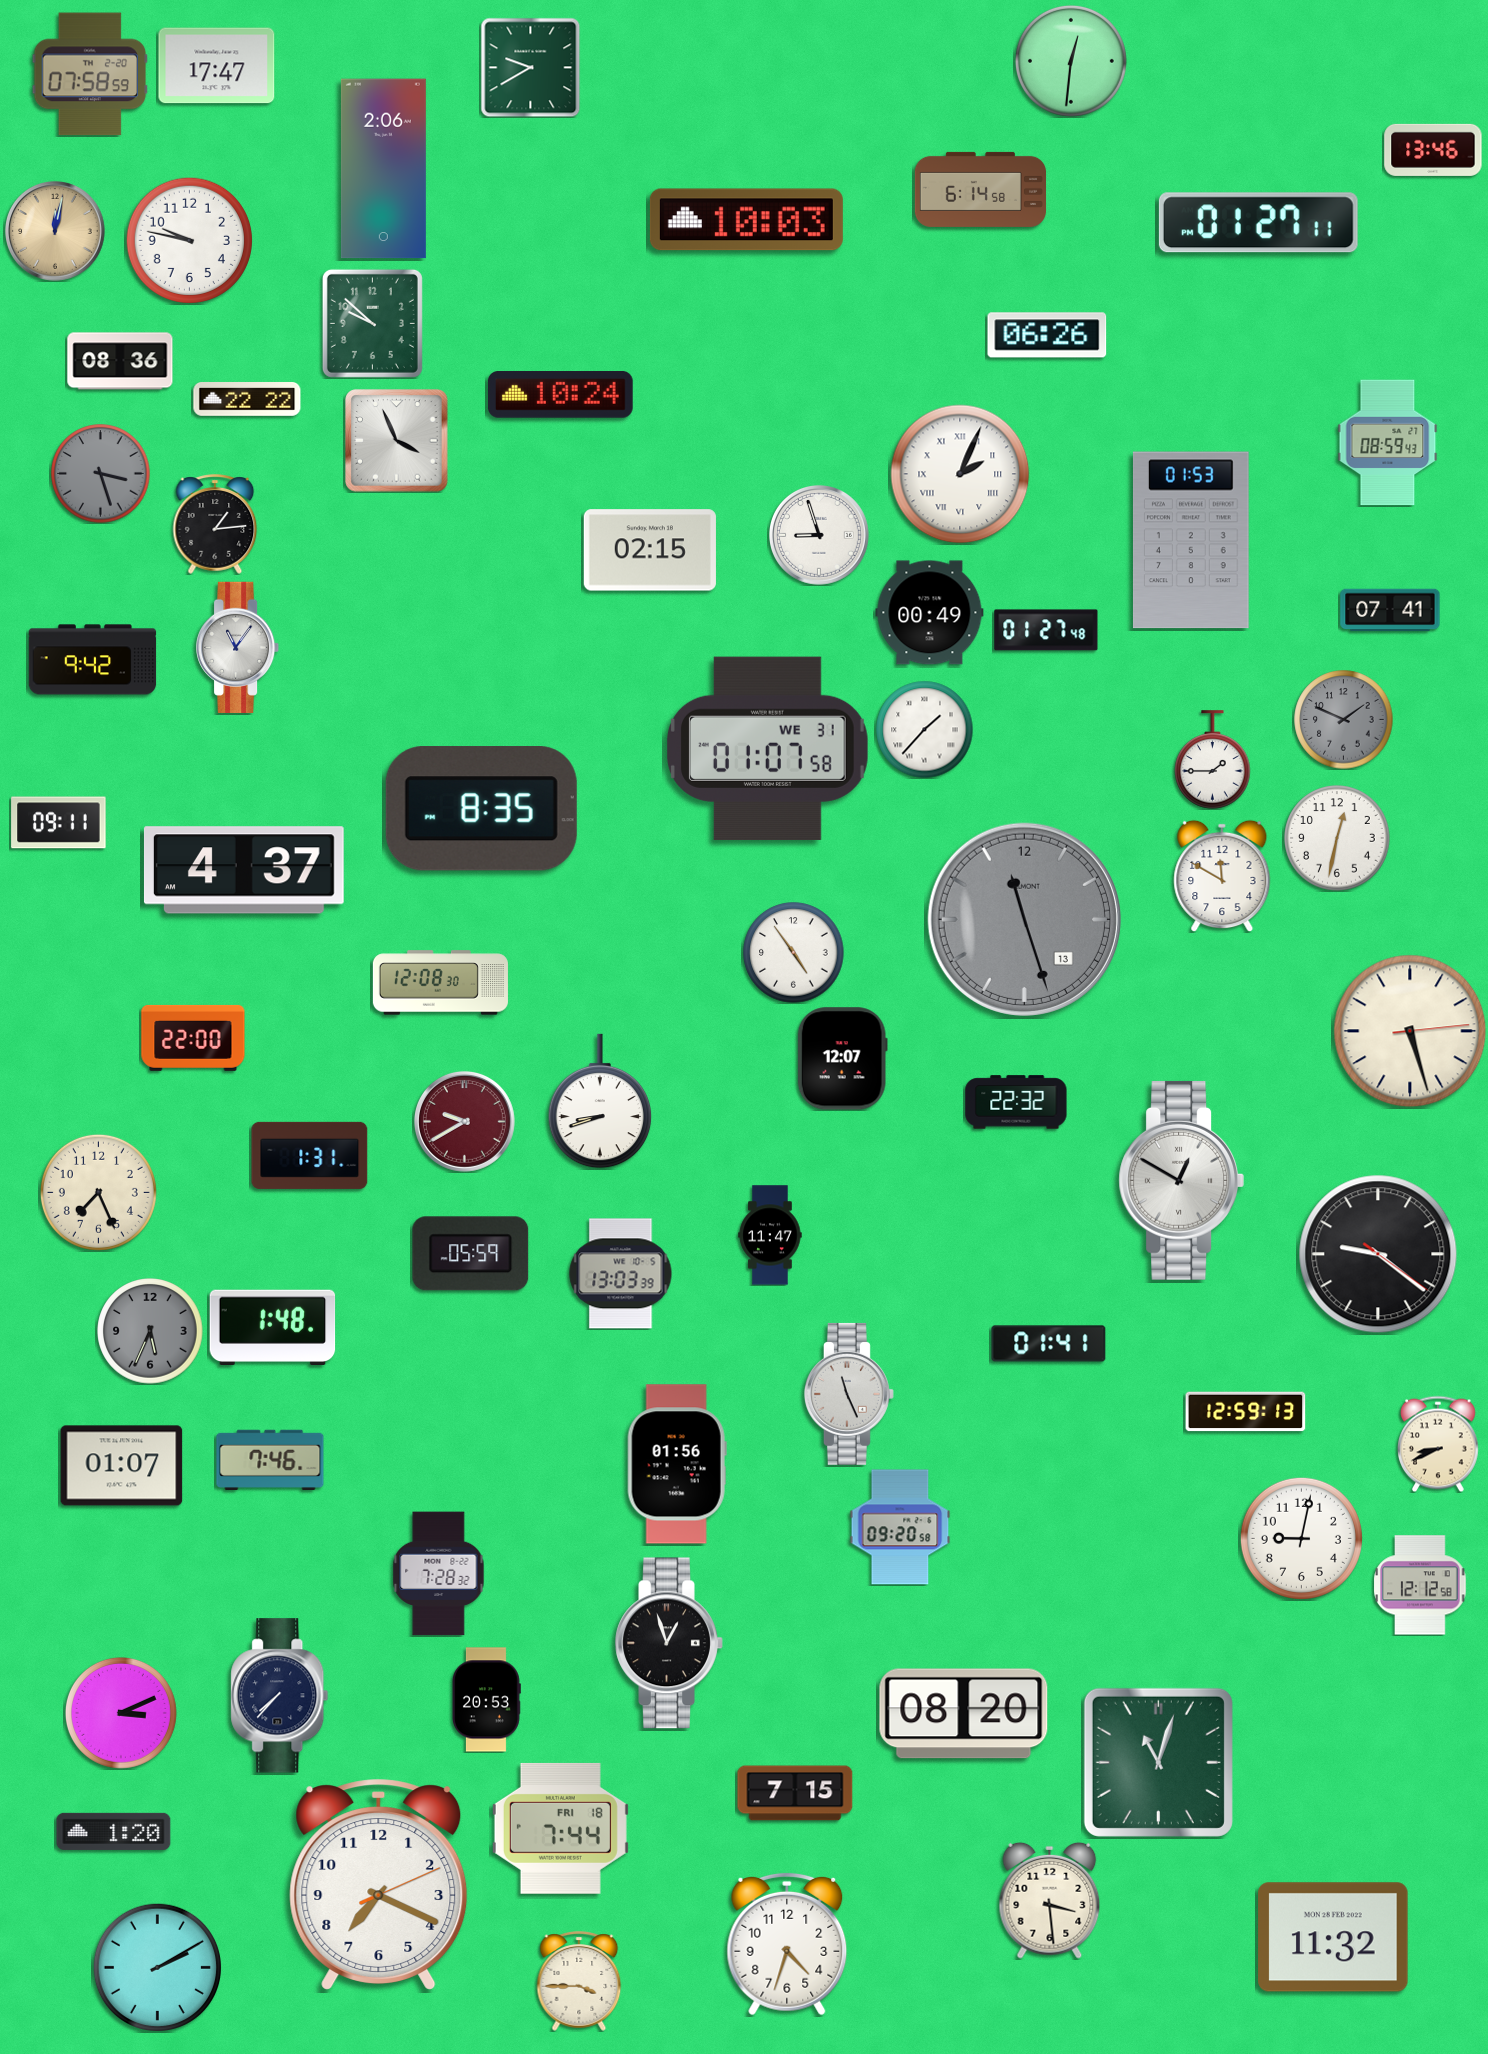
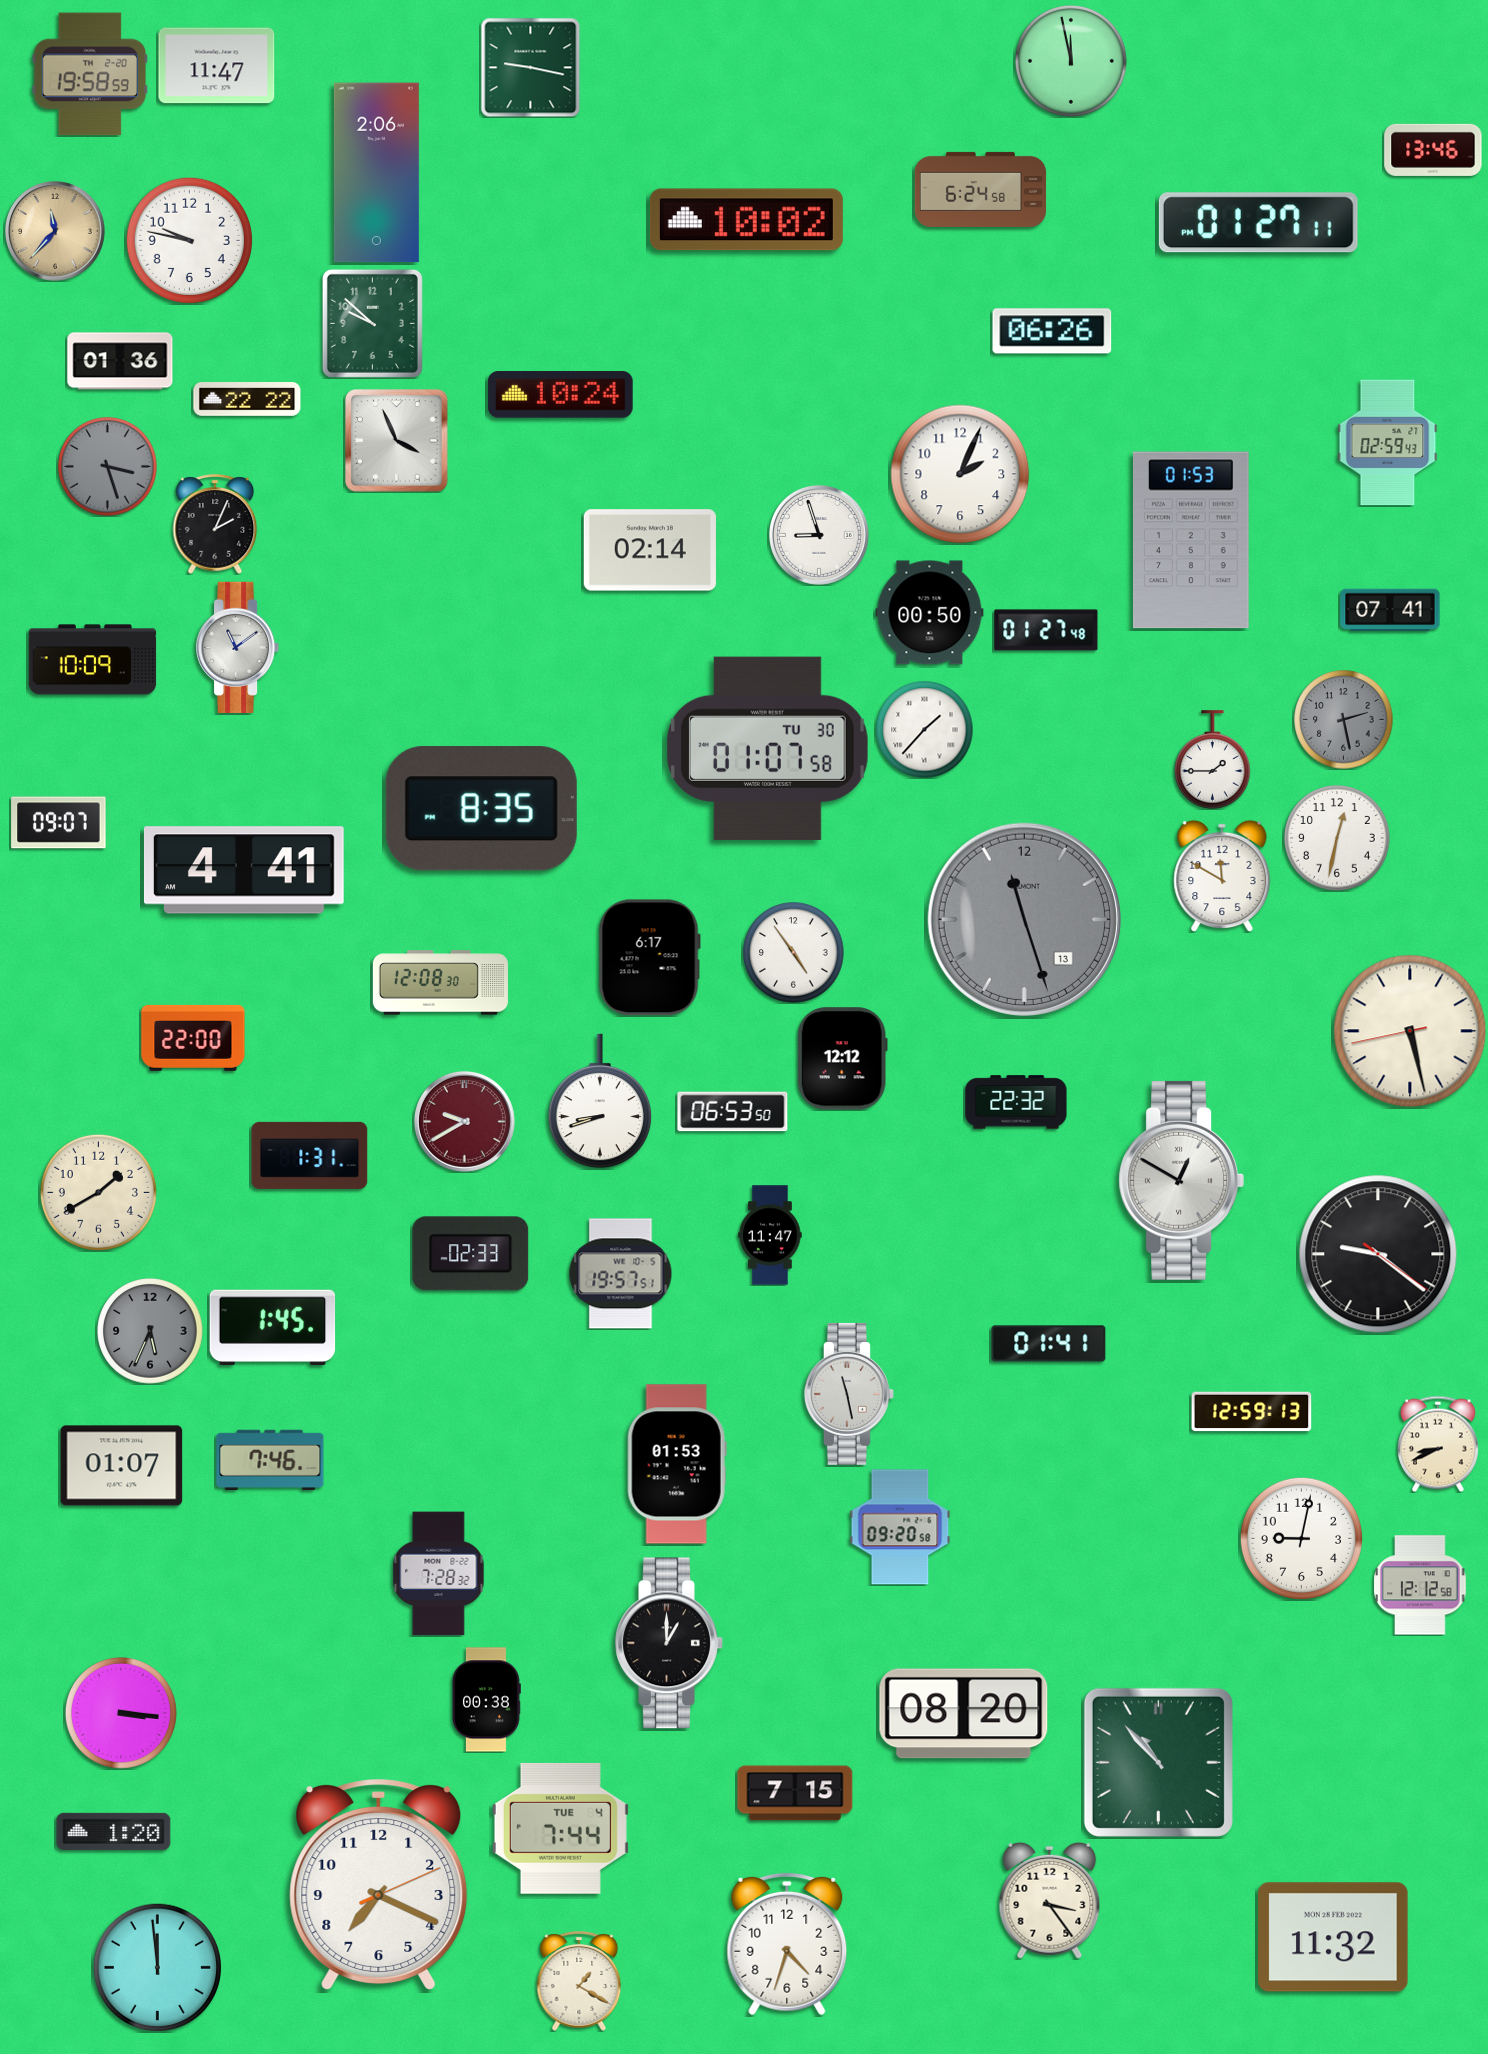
clock at (1071, 61): 12:31 -> 11:58
clock at (217, 66): 17:47 -> 11:47
clock at (530, 67): 9:40 -> 9:17
clock at (90, 74): 07:58 -> 19:58
clock at (383, 169) position: (383, 169) -> (376, 173)
clock at (981, 189): 6:14 -> 6:24
clock at (746, 220): 10:03 -> 10:02
clock at (56, 232): 12:02 -> 11:37
clock at (1047, 335) position: (1047, 335) -> (1052, 331)
clock at (120, 361): 08:36 -> 01:36
clock at (1388, 443): 08:59 -> 02:59
clock at (101, 474) position: (101, 474) -> (108, 467)
clock at (960, 474) numerals: Roman -> Arabic
clock at (215, 524): 1:14 -> 2:04
clock at (650, 550): 02:15 -> 02:14
clock at (930, 613): 00:49 -> 00:50
clock at (239, 647): 11:06 -> 11:09
clock at (93, 660): 9:42 -> 10:09
clock at (1344, 720): 1:49 -> 2:28
clock at (768, 748) date: WE 31 -> TU 30
clock at (59, 823): 09:11 -> 09:07
clock at (244, 870): 4:37 -> 4:41
clock at (649, 958): none -> 6:17
clock at (1410, 1031): 5:27:14 -> 5:27:43
clock at (842, 1059): 12:07 -> 12:12
clock at (733, 1112): none -> 06:53
clock at (98, 1192): 7:26 -> 1:40
clock at (471, 1254): 05:59 -> 02:33
clock at (621, 1274): 13:03 -> 19:57
clock at (273, 1328): 1:48 -> 1:45
clock at (849, 1394): 11:26 -> 11:28
clock at (1246, 1412) position: (1246, 1412) -> (1252, 1412)
clock at (677, 1464): 01:56 -> 01:53
clock at (669, 1643): 12:57 -> 1:00
clock at (280, 1696): 7:37 -> none
clock at (486, 1700): 20:53 -> 00:38
clock at (121, 1713): 3:11 -> 3:16
clock at (1158, 1762): 11:03 -> 10:53
clock at (560, 1828) date: FRI 18 -> TUE 4
clock at (1050, 1900): 3:29 -> 3:24
clock at (157, 1967): 2:10 -> 11:59
clock at (579, 1981): 3:45 -> 1:20
